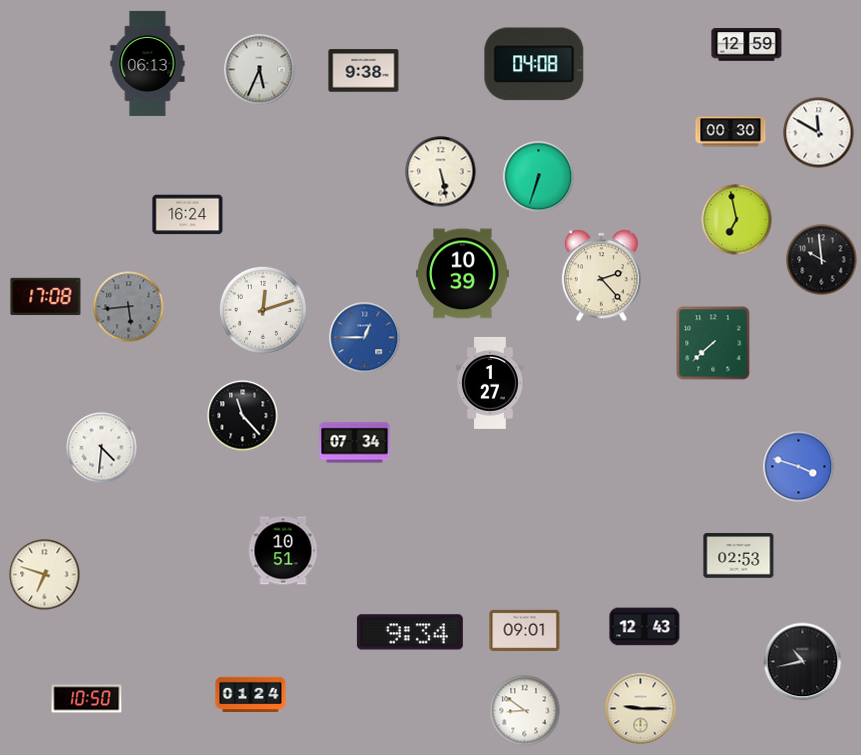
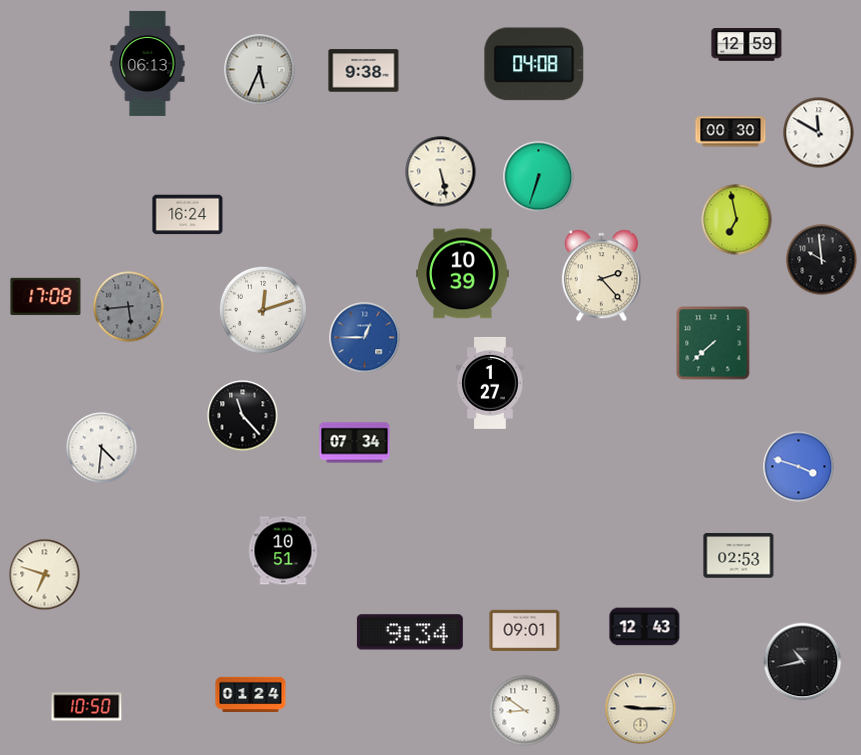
clock at (87, 699) position: (87, 699) -> (87, 707)
